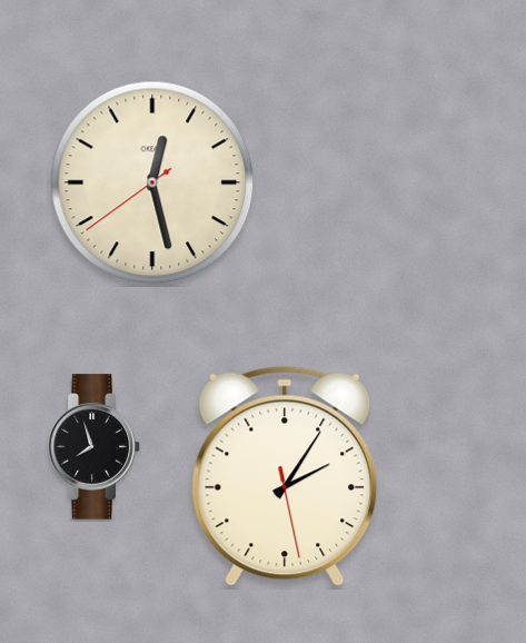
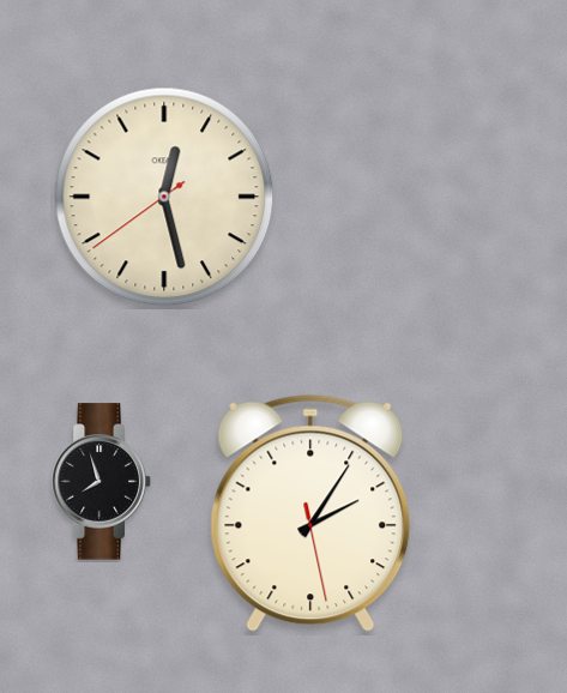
clock at (285, 476) position: (285, 476) -> (310, 513)
